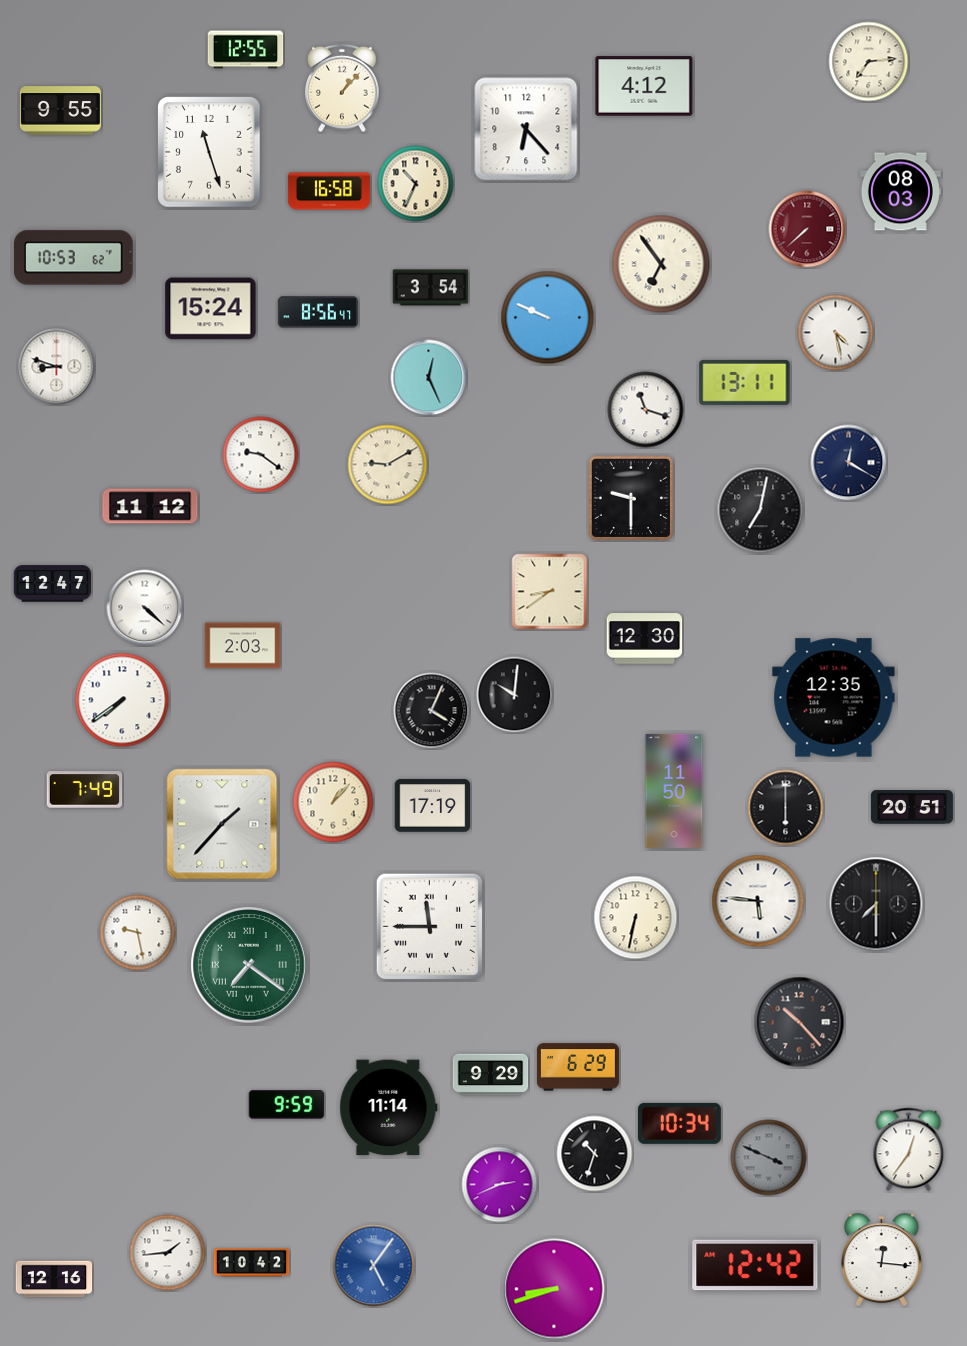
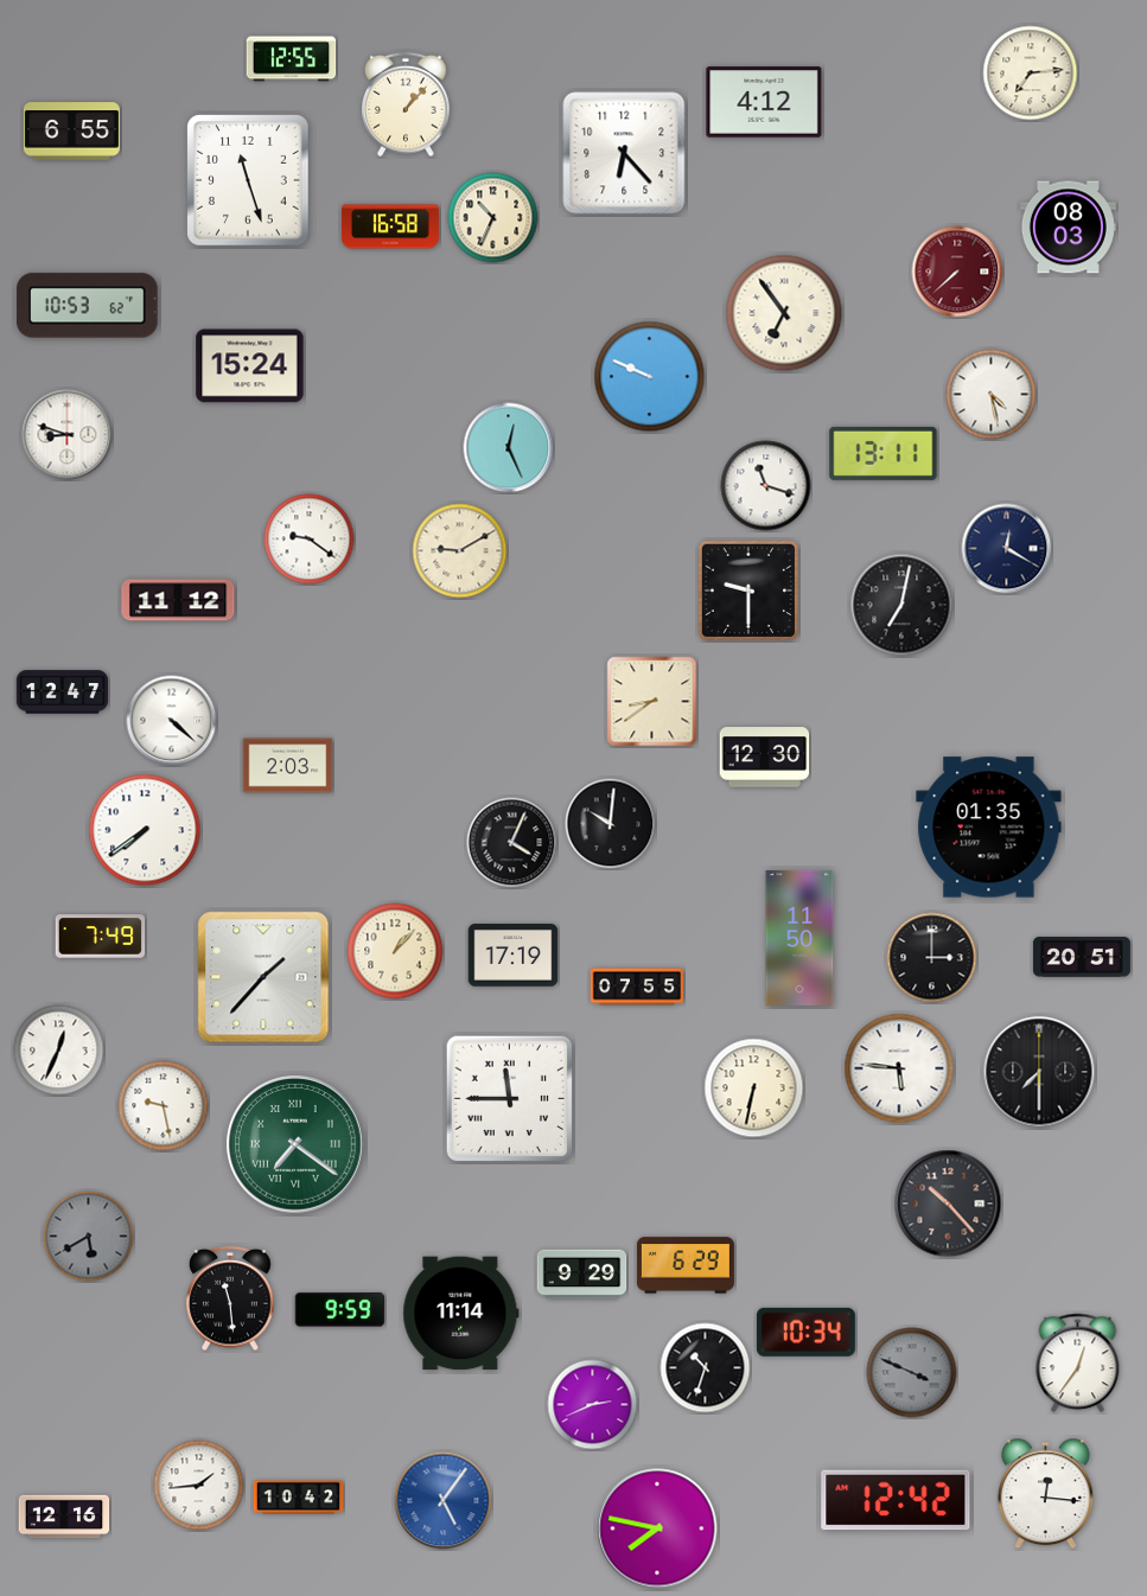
clock at (60, 111): 9:55 -> 6:55
clock at (431, 288): 3:54 -> none
clock at (318, 312): 8:56 -> none
clock at (834, 698): 12:35 -> 01:35
clock at (786, 808): 6:00 -> 3:00
clock at (637, 987): none -> 07:55
clock at (59, 1051): none -> 12:34
clock at (799, 1022) position: (799, 1022) -> (948, 1204)
clock at (89, 1237): none -> 5:40
clock at (230, 1298): none -> 11:29
clock at (554, 1289): 8:42 -> 7:47
